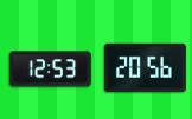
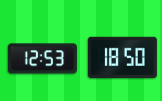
clock at (145, 68): 20:56 -> 18:50
